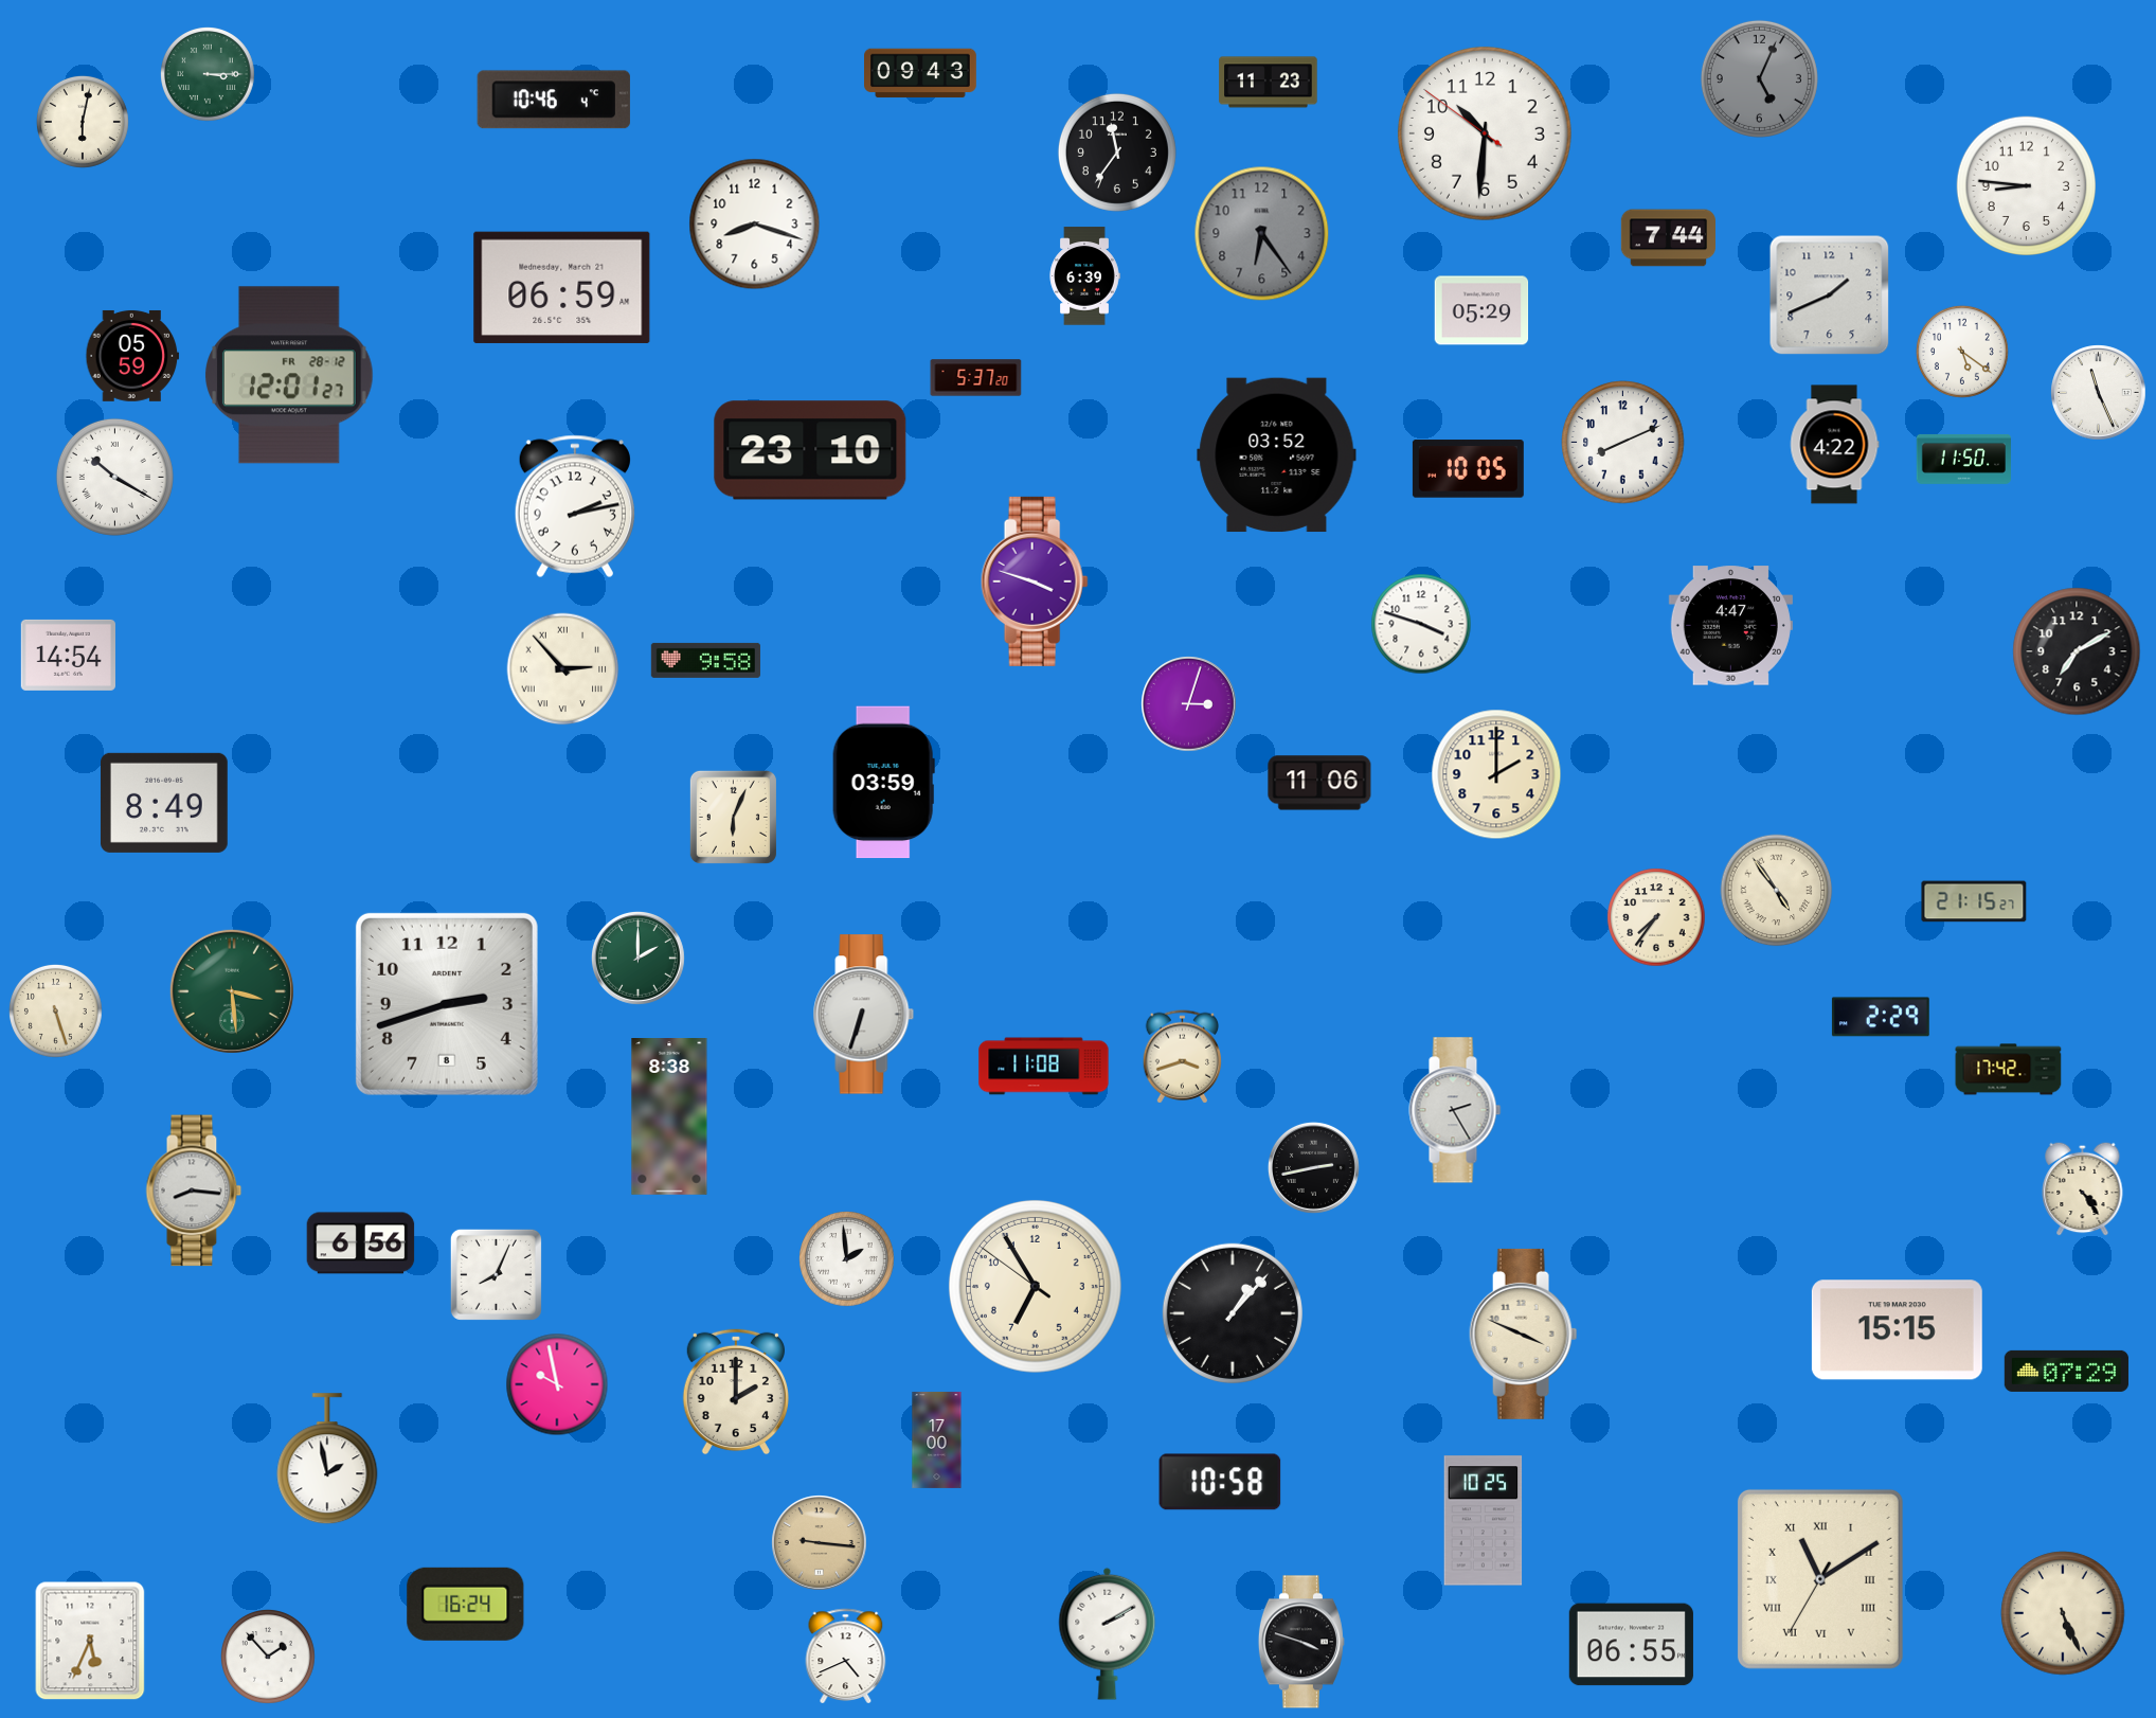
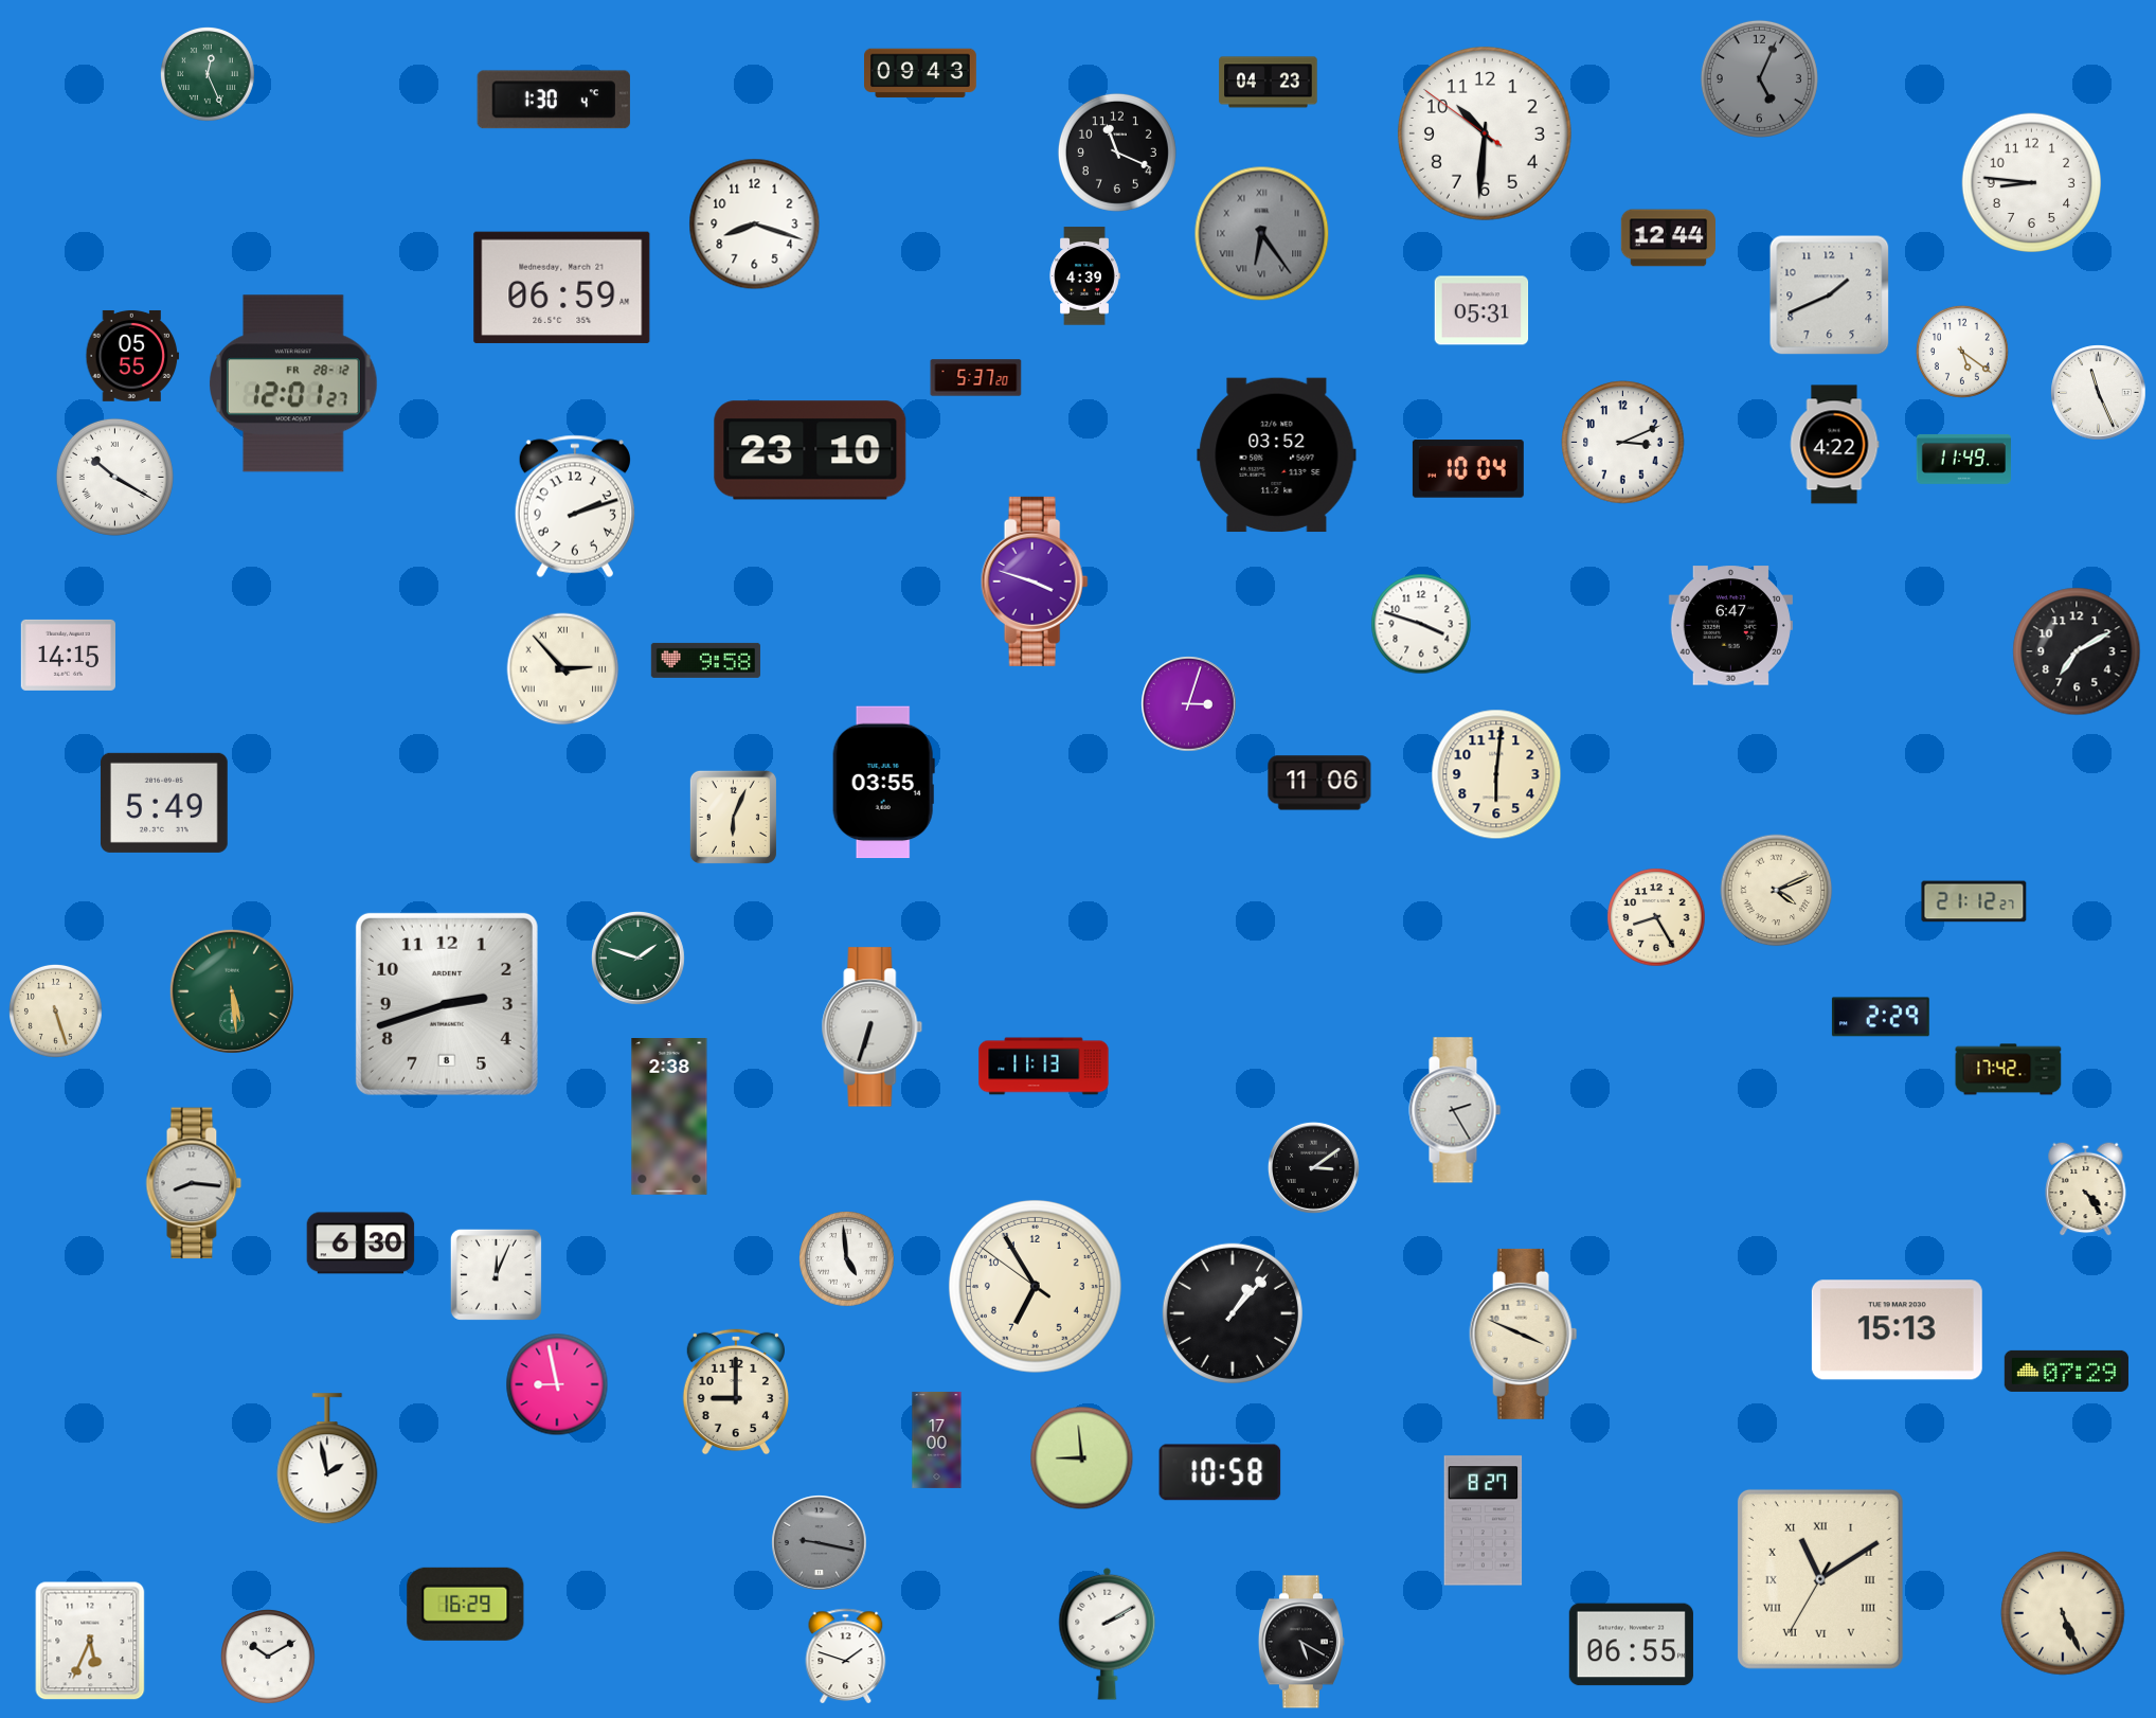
clock at (209, 75): 3:15 -> 12:26
clock at (1269, 83): 11:23 -> 04:23
clock at (554, 100): 10:46 -> 1:30
clock at (83, 122): 6:02 -> none
clock at (1117, 153): 11:36 -> 11:19
clock at (2027, 186) position: (2027, 186) -> (2032, 183)
clock at (1262, 234) numerals: Arabic -> Roman
clock at (1668, 238): 7:44 -> 12:44
clock at (1084, 276): 6:39 -> 4:39
clock at (1481, 310): 05:29 -> 05:31
clock at (132, 356): 05:59 -> 05:55
clock at (290, 375) position: (290, 375) -> (294, 383)
clock at (1623, 443): 8:11 -> 3:11
clock at (1963, 459): 11:50 -> 11:49
clock at (1468, 469): 10:05 -> 10:04
clock at (575, 506): 2:13 -> 2:12
clock at (1730, 626): 4:47 -> 6:47
clock at (68, 655): 14:54 -> 14:15
clock at (1496, 774): 2:00 -> 6:01
clock at (883, 783): 03:59 -> 03:55
clock at (164, 803): 8:49 -> 5:49
clock at (1777, 891): 4:54 -> 4:11
clock at (1974, 901): 21:15 -> 21:12
clock at (1656, 917): 7:36 -> 8:25
clock at (637, 958): 2:00 -> 1:48
clock at (232, 991): 3:29 -> 5:29
clock at (864, 1015) position: (864, 1015) -> (873, 1027)
clock at (1183, 1057): 3:42 -> none
clock at (1044, 1067): 11:08 -> 11:13
clock at (669, 1117): 8:38 -> 2:38
clock at (1313, 1167): 2:43 -> 3:09
clock at (2083, 1188) position: (2083, 1188) -> (2086, 1188)
clock at (194, 1191) position: (194, 1191) -> (194, 1183)
clock at (361, 1243): 6:56 -> 6:30
clock at (847, 1259): 1:59 -> 4:59
clock at (496, 1274): 8:04 -> 12:04
clock at (1897, 1330): 15:15 -> 15:13
clock at (557, 1384): 9:58 -> 8:58
clock at (736, 1392): 2:00 -> 9:00
clock at (1082, 1458): none -> 8:59
clock at (1220, 1482) position: (1220, 1482) -> (1220, 1472)
clock at (1484, 1521): 10:25 -> 8:27
clock at (820, 1543): 9:16 -> 9:17
clock at (820, 1543) dial: champagne -> grey
clock at (466, 1604): 16:24 -> 16:29
clock at (1301, 1642): 3:48 -> 5:20
clock at (846, 1656): 4:41 -> 1:48
clock at (269, 1658): 1:53 -> 10:10
